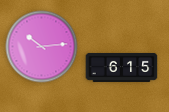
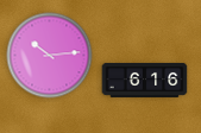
clock at (122, 67): 6:15 -> 6:16
